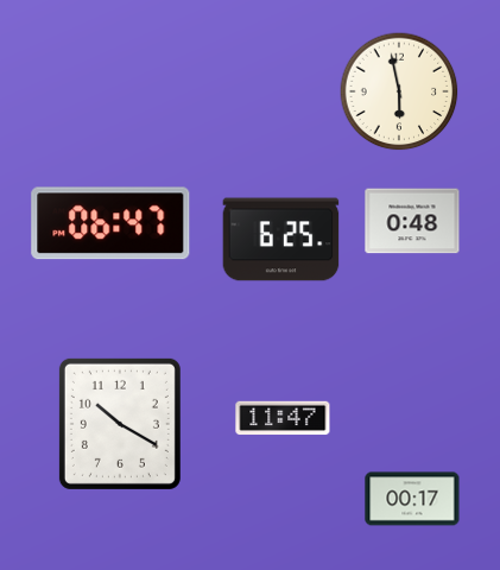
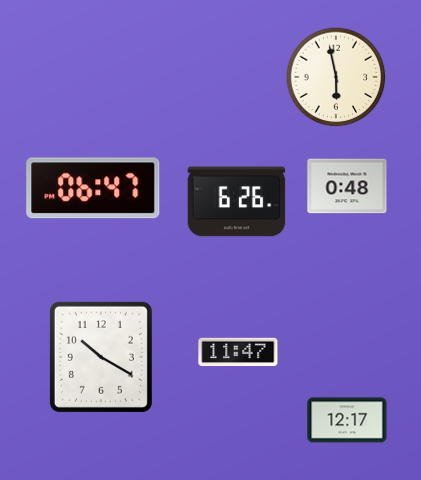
clock at (281, 240): 6:25 -> 6:26
clock at (412, 499): 00:17 -> 12:17
